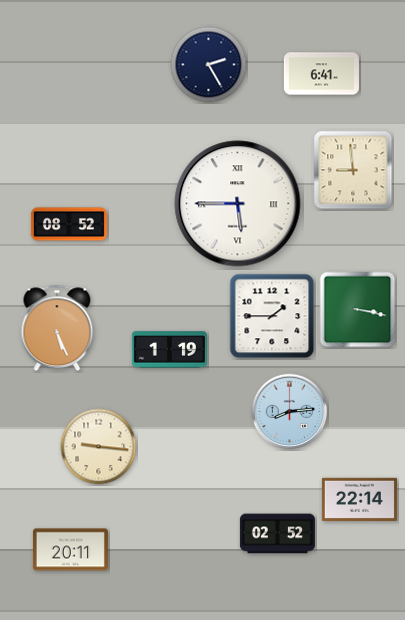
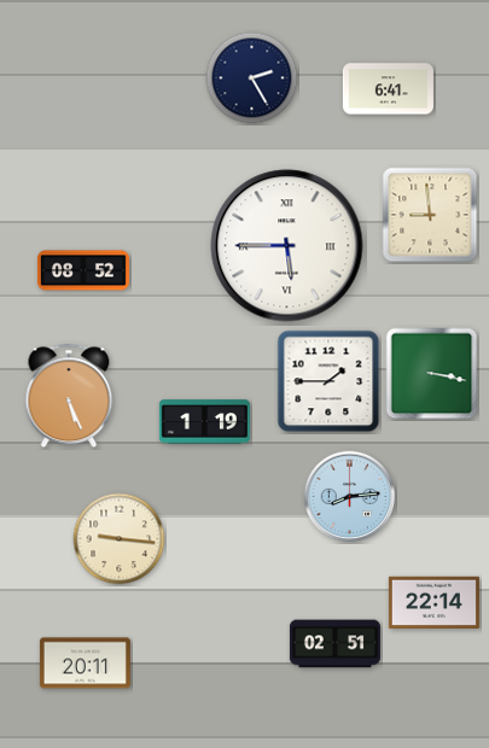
clock at (353, 170) position: (353, 170) -> (430, 215)
clock at (277, 534): 02:52 -> 02:51
